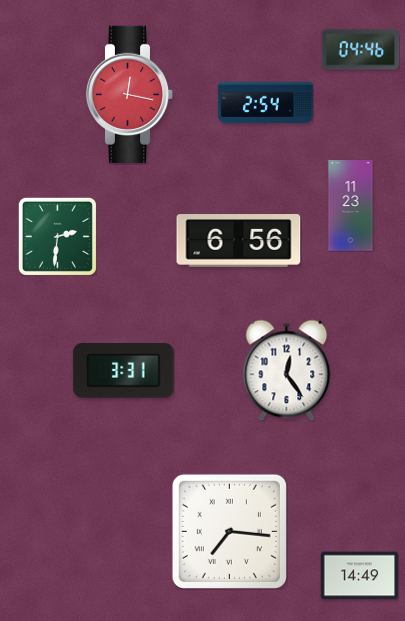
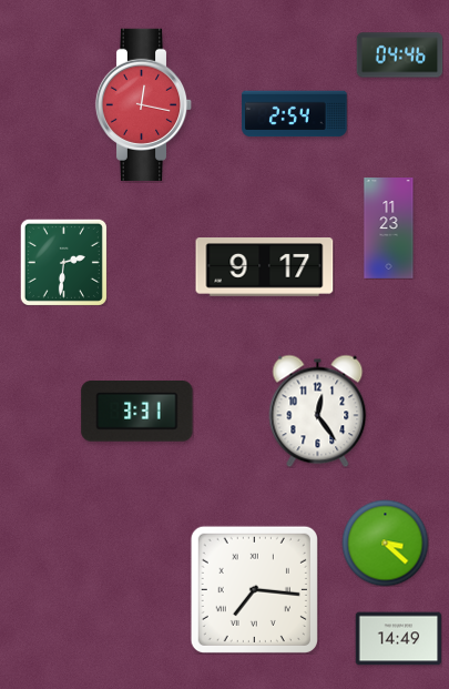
clock at (239, 241): 6:56 -> 9:17
clock at (385, 543): none -> 3:22
